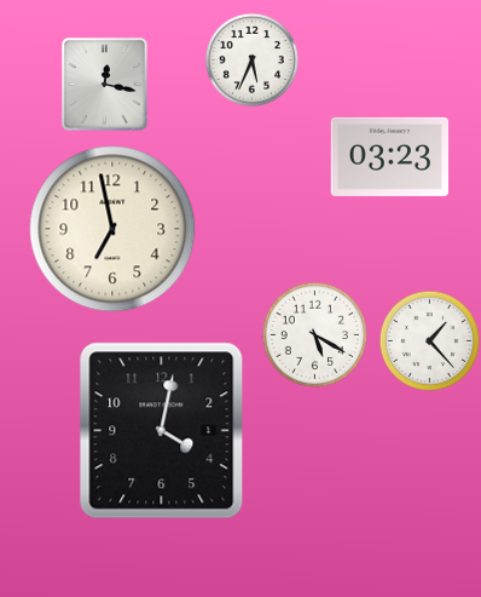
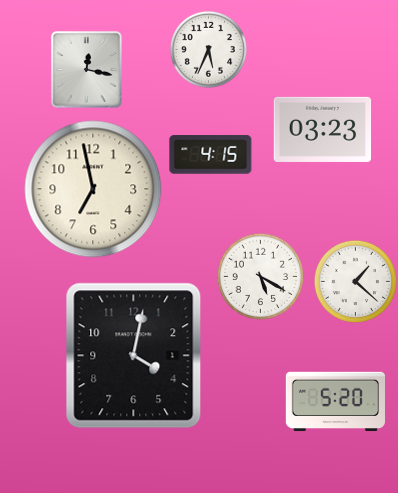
clock at (211, 155): none -> 4:15
clock at (429, 340): 1:23 -> 1:22
clock at (335, 402): none -> 5:20
